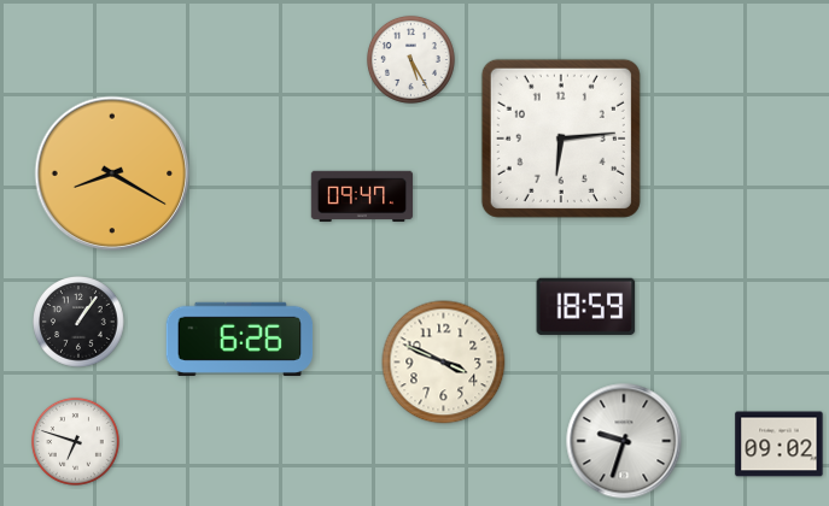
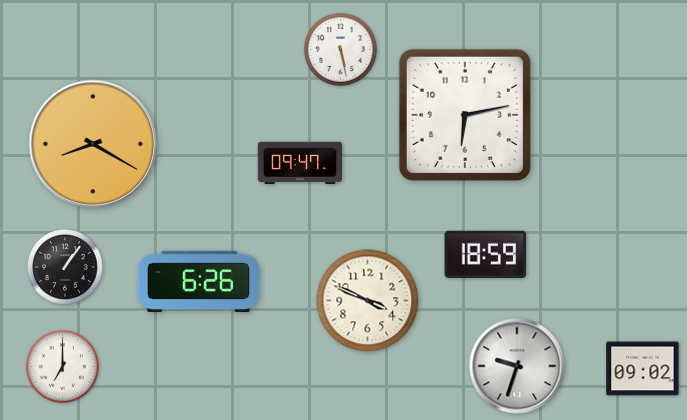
clock at (410, 59): 5:25 -> 5:28
clock at (561, 139): 6:14 -> 6:13
clock at (75, 441): 6:48 -> 7:00
clock at (780, 445) position: (780, 445) -> (643, 369)
